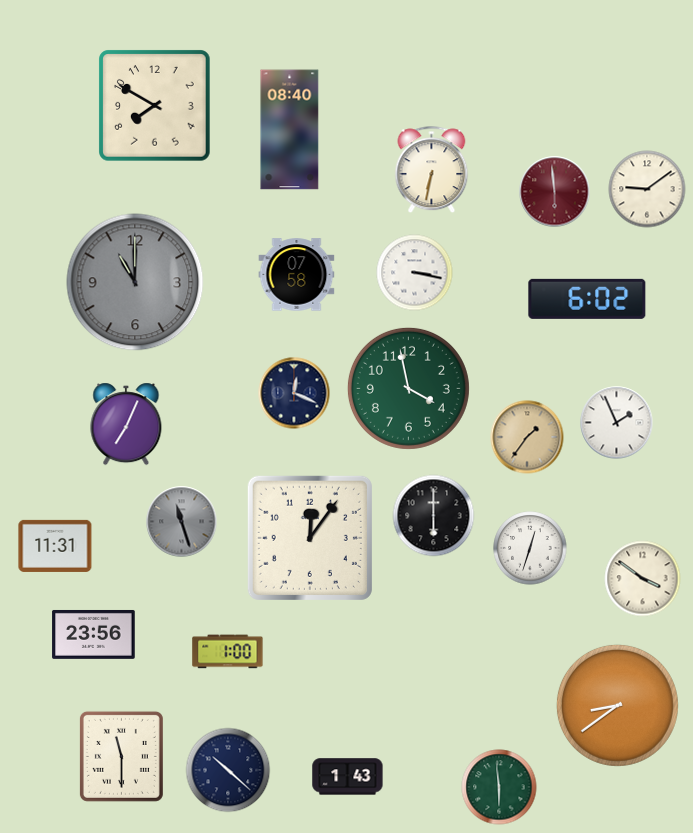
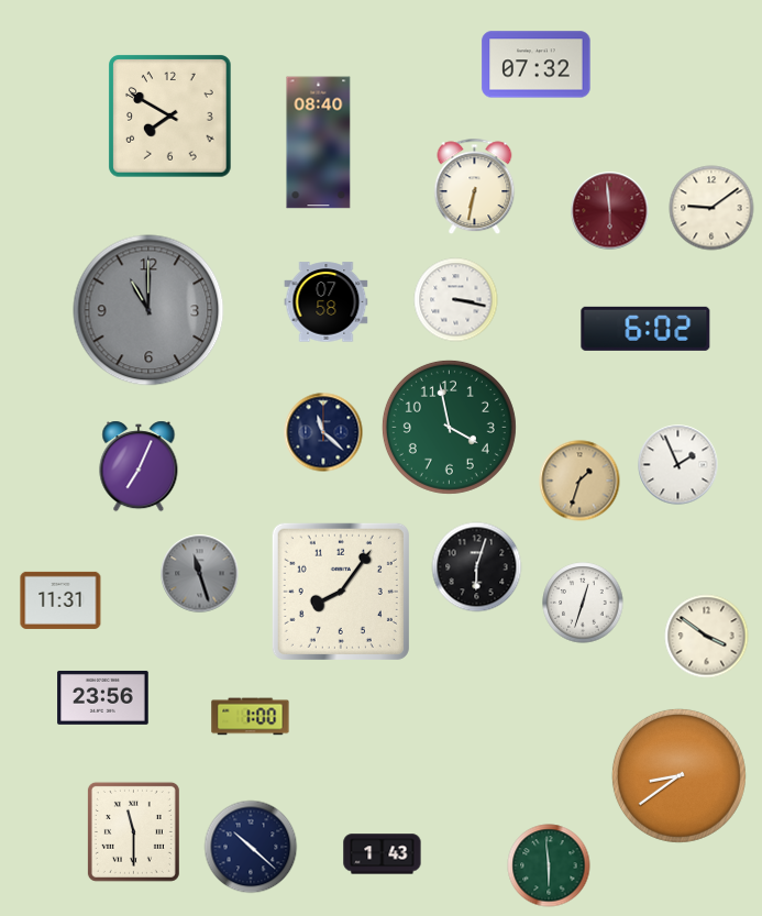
clock at (537, 65): none -> 07:32
clock at (294, 393): 12:19 -> 11:22
clock at (527, 437): 1:36 -> 1:33
clock at (434, 516): 6:00 -> 6:03
clock at (310, 538): 12:06 -> 8:06
